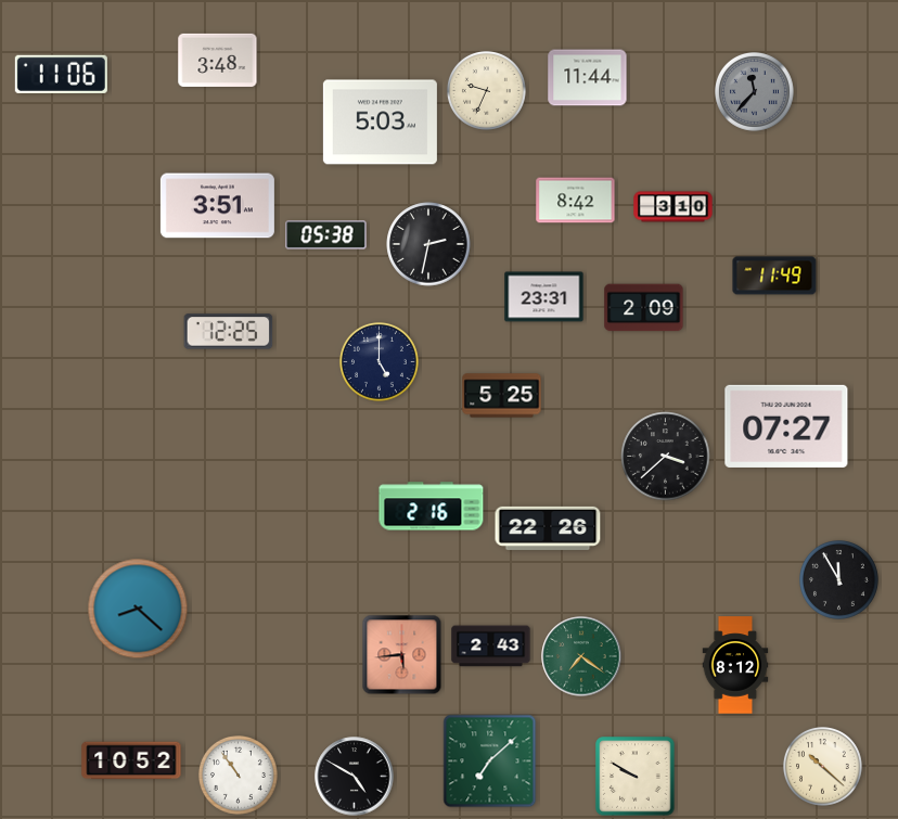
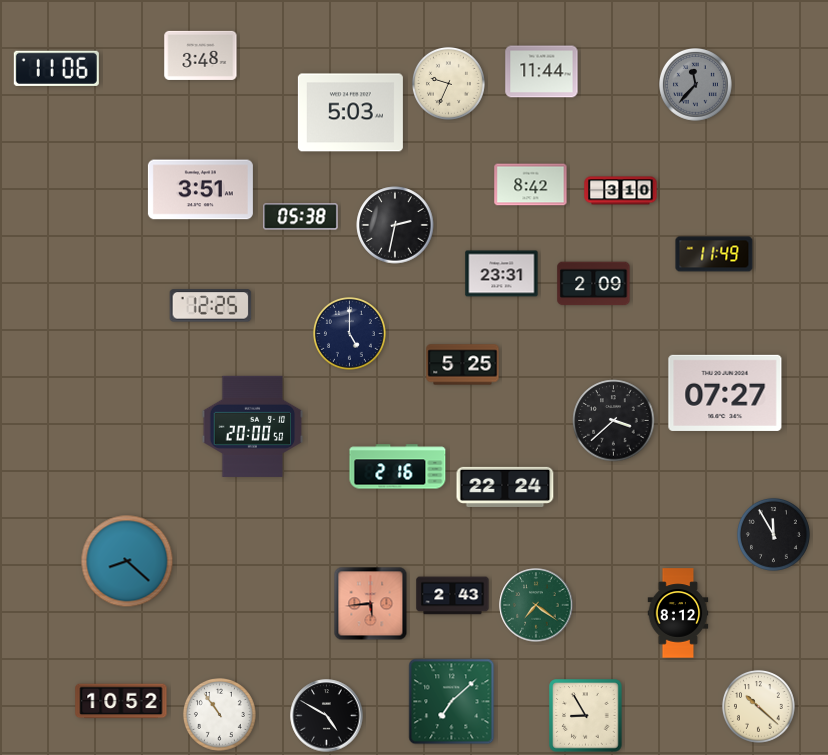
clock at (253, 426): none -> 20:00
clock at (548, 528): 22:26 -> 22:24
clock at (636, 777): 9:50 -> 8:55
